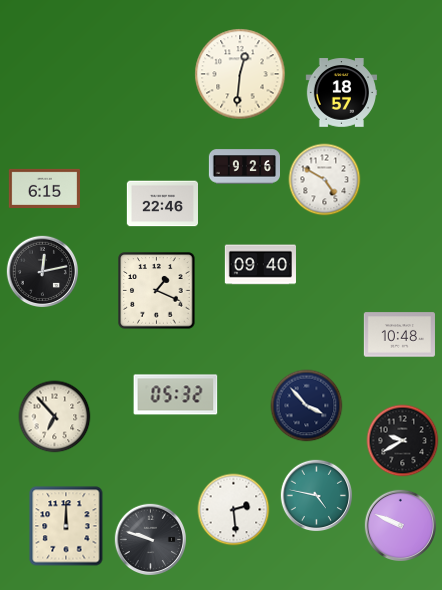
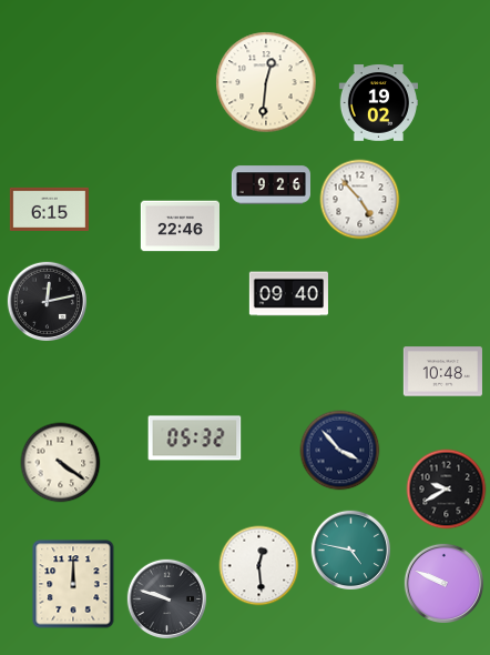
clock at (341, 93): 18:57 -> 19:02
clock at (325, 180): 4:50 -> 4:53
clock at (157, 291): 1:19 -> none
clock at (55, 417): 6:53 -> 4:21
clock at (234, 510): 2:29 -> 12:29
